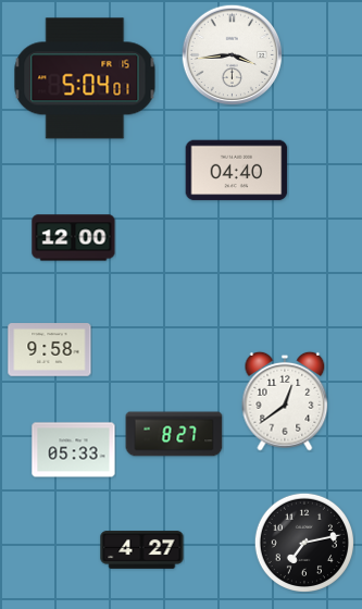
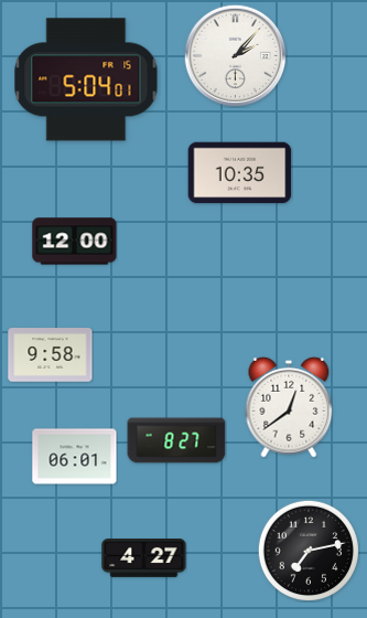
clock at (232, 54): 3:44 -> 2:07
clock at (237, 171): 04:40 -> 10:35
clock at (74, 450): 05:33 -> 06:01
